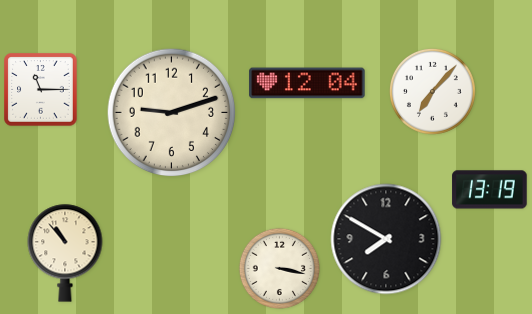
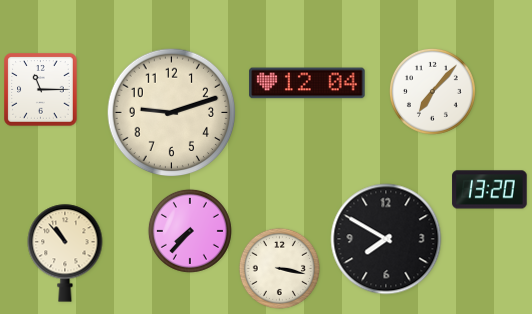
clock at (490, 190): 13:19 -> 13:20
clock at (190, 231): none -> 7:37
